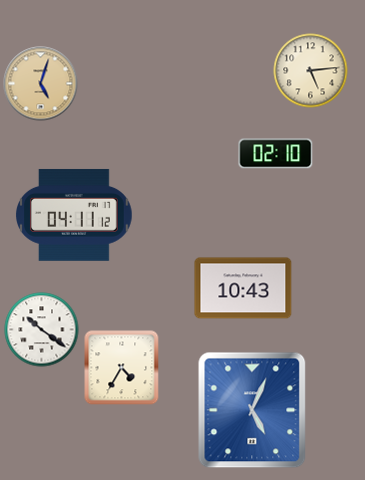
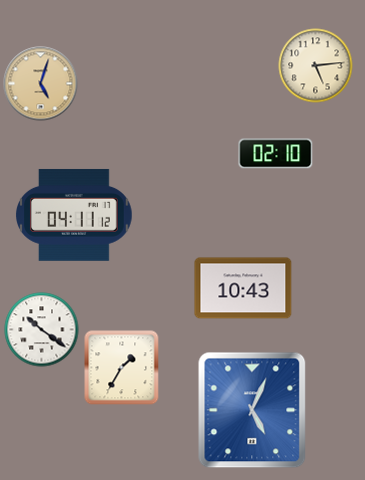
clock at (311, 71) position: (311, 71) -> (316, 66)
clock at (122, 368): 4:35 -> 1:35
